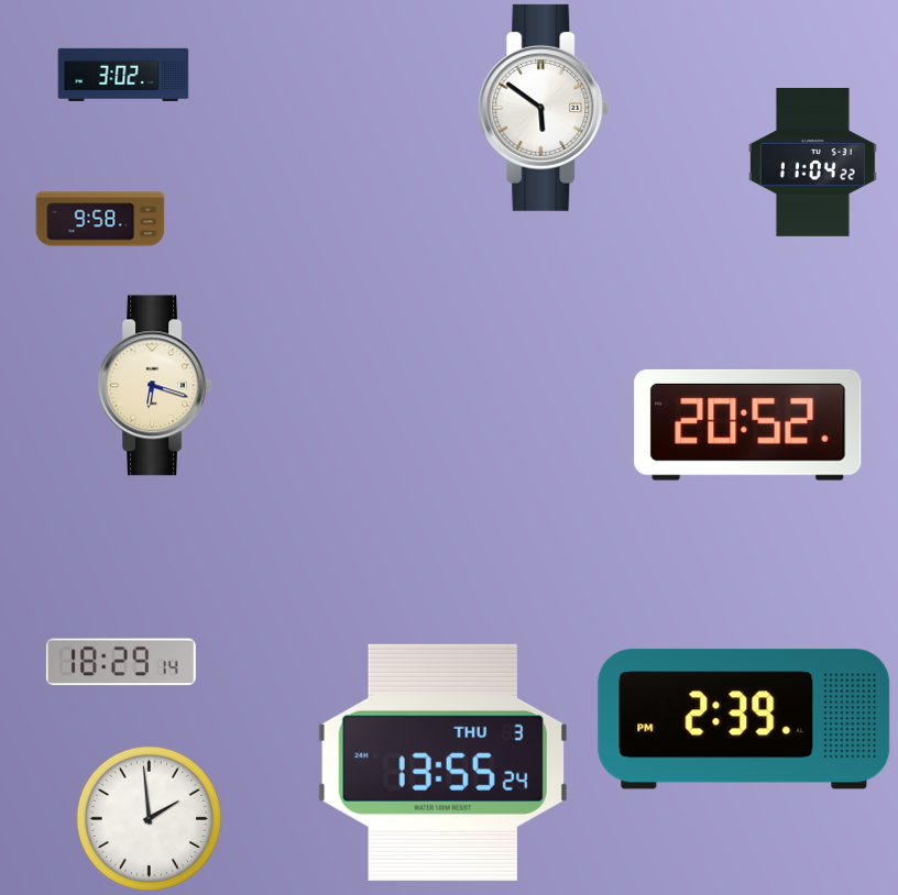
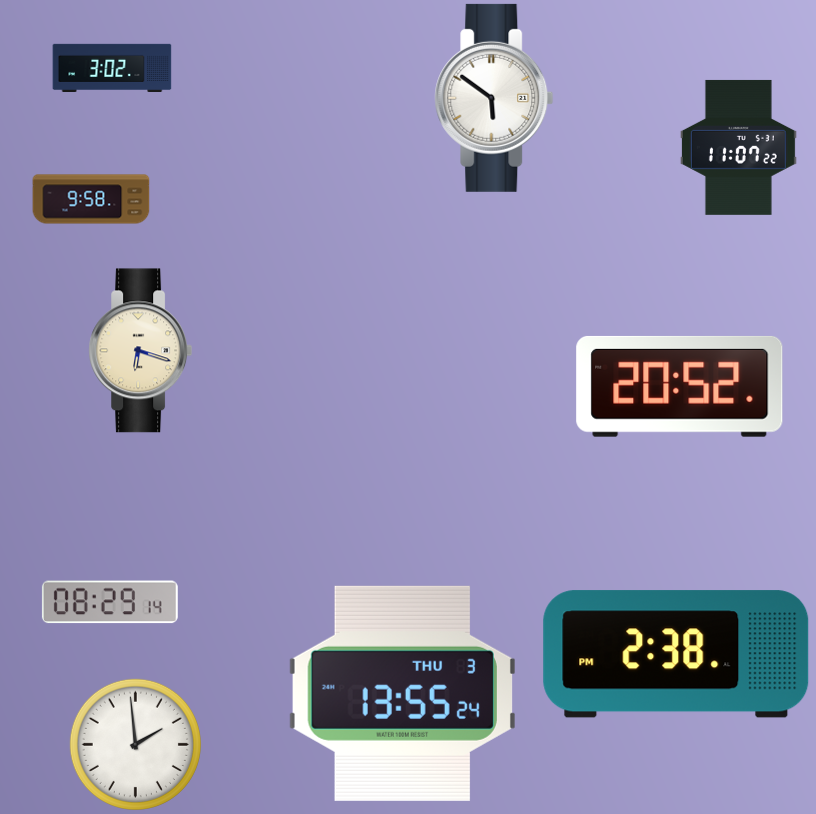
clock at (812, 162): 11:04 -> 11:07
clock at (121, 662): 18:29 -> 08:29
clock at (744, 719): 2:39 -> 2:38
